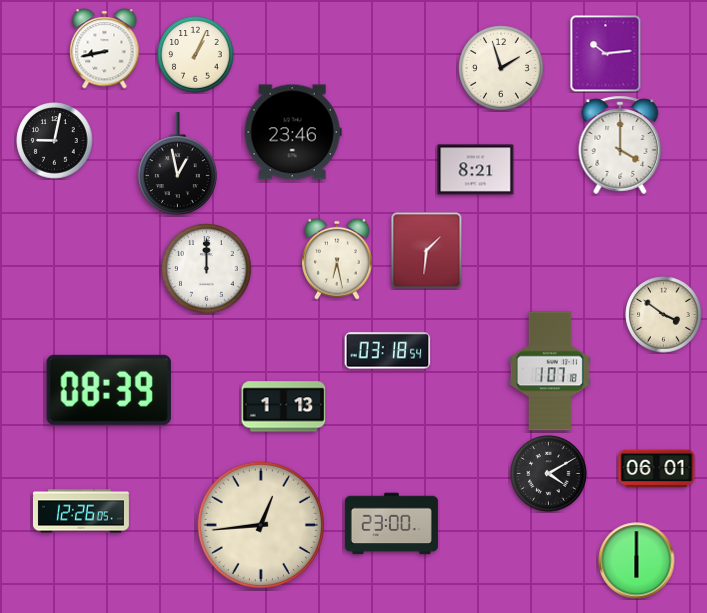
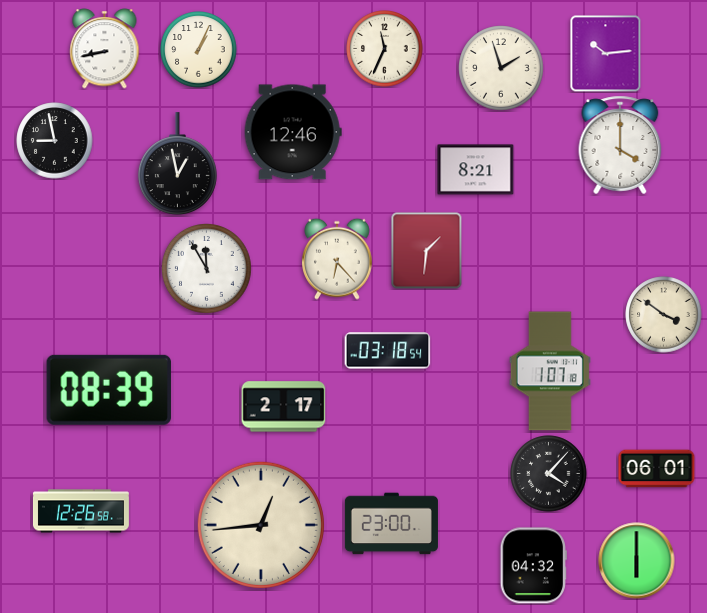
clock at (385, 49): none -> 11:34
clock at (196, 55) position: (196, 55) -> (199, 50)
clock at (293, 132): 23:46 -> 12:46
clock at (55, 141): 9:02 -> 8:58
clock at (338, 259): 6:28 -> 6:23
clock at (207, 269): 12:00 -> 11:55
clock at (284, 407): 1:13 -> 2:17
clock at (549, 474): 4:10 -> 4:07
clock at (81, 511): 12:26:05 -> 12:26:58
clock at (533, 566): none -> 04:32
